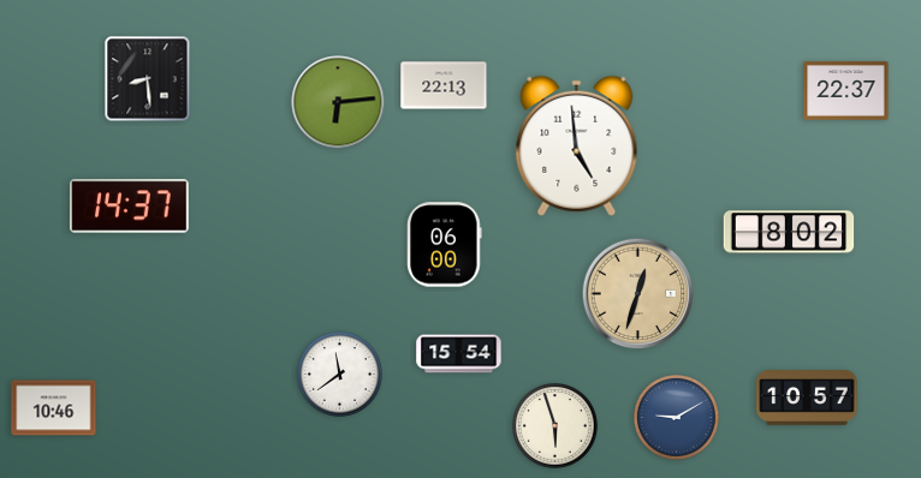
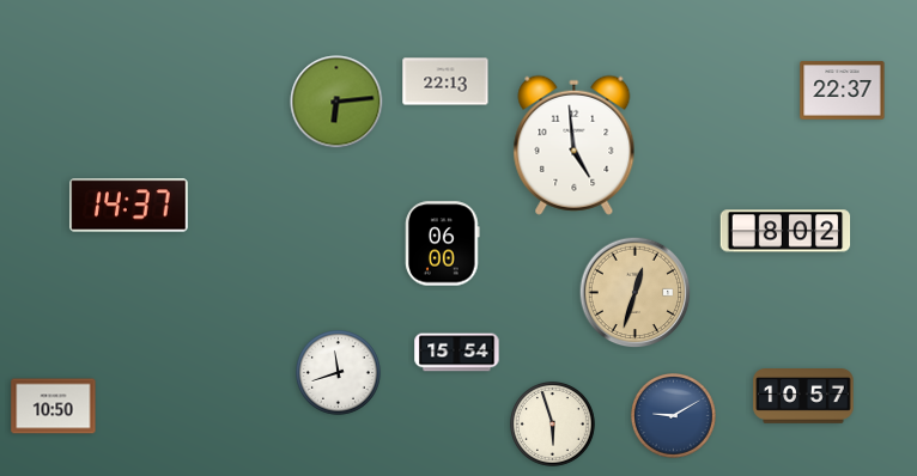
clock at (148, 79): 8:29 -> none
clock at (444, 85) position: (444, 85) -> (445, 81)
clock at (340, 375): 11:39 -> 11:42
clock at (54, 408): 10:46 -> 10:50
